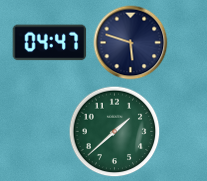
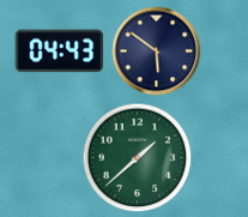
clock at (50, 43): 04:47 -> 04:43
clock at (131, 43): 5:48 -> 5:51
